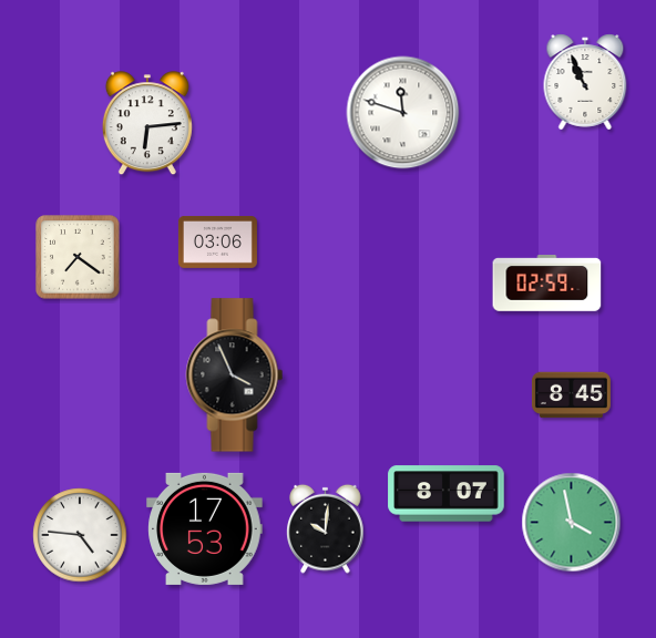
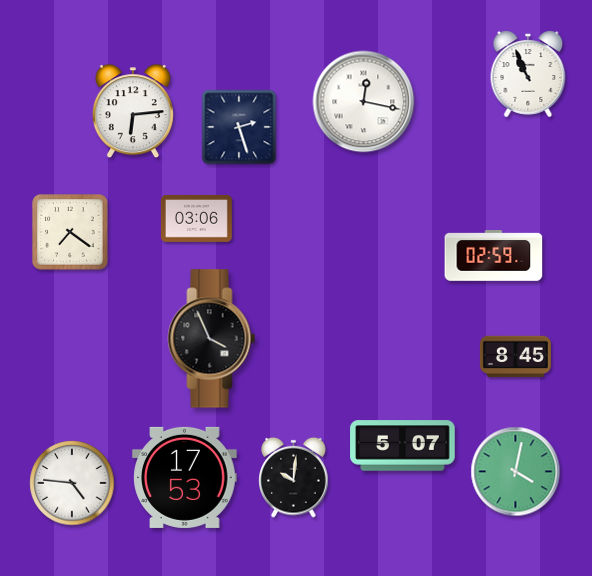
clock at (403, 113): 11:48 -> 12:17
clock at (239, 127): none -> 2:27
clock at (447, 494): 8:07 -> 5:07
clock at (572, 523): 3:58 -> 4:02
